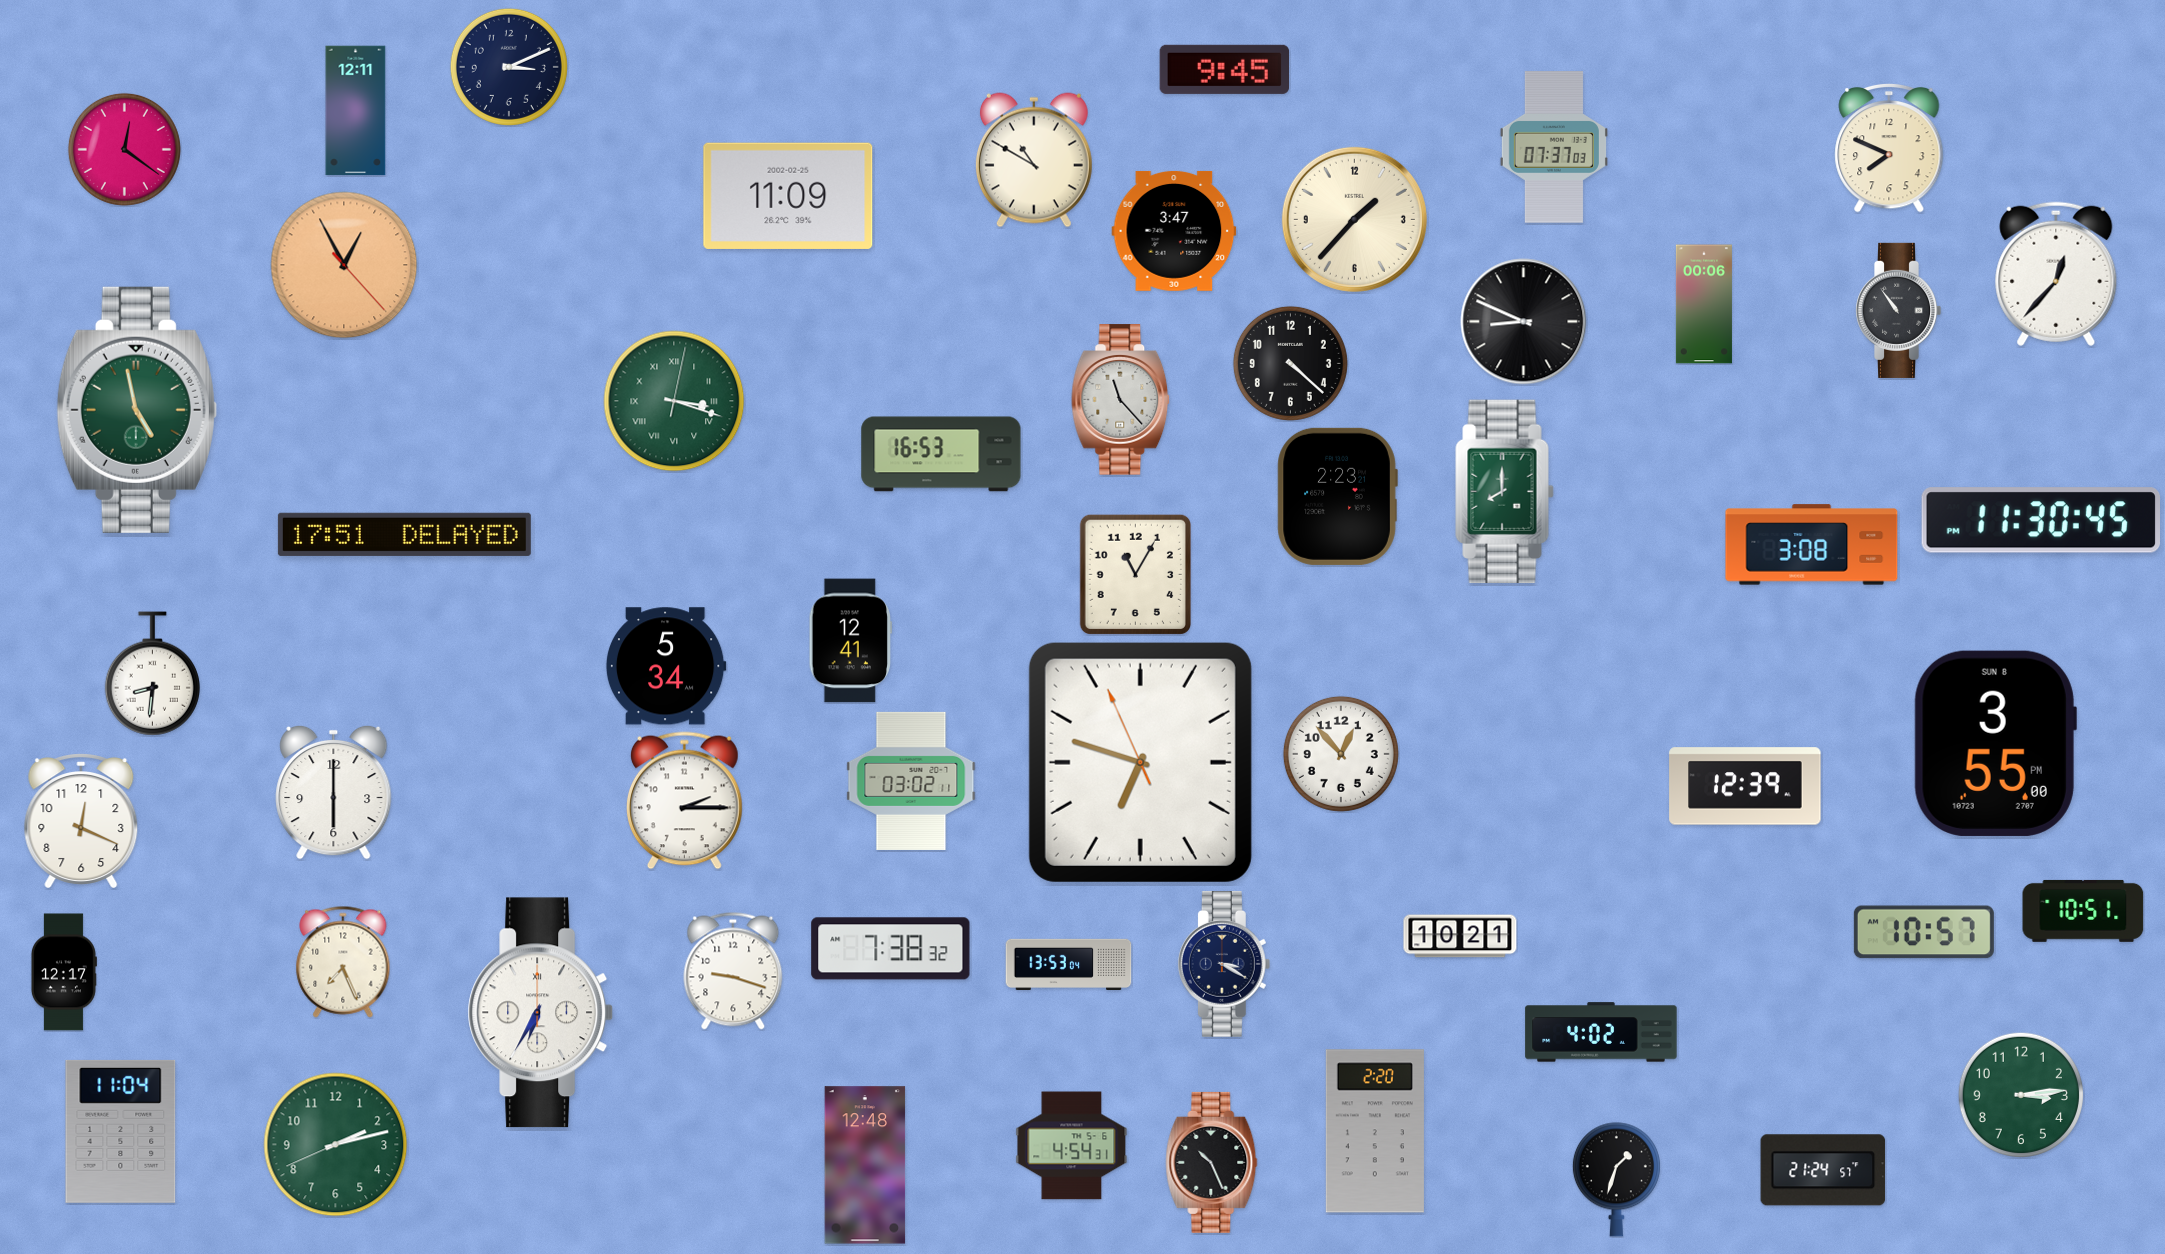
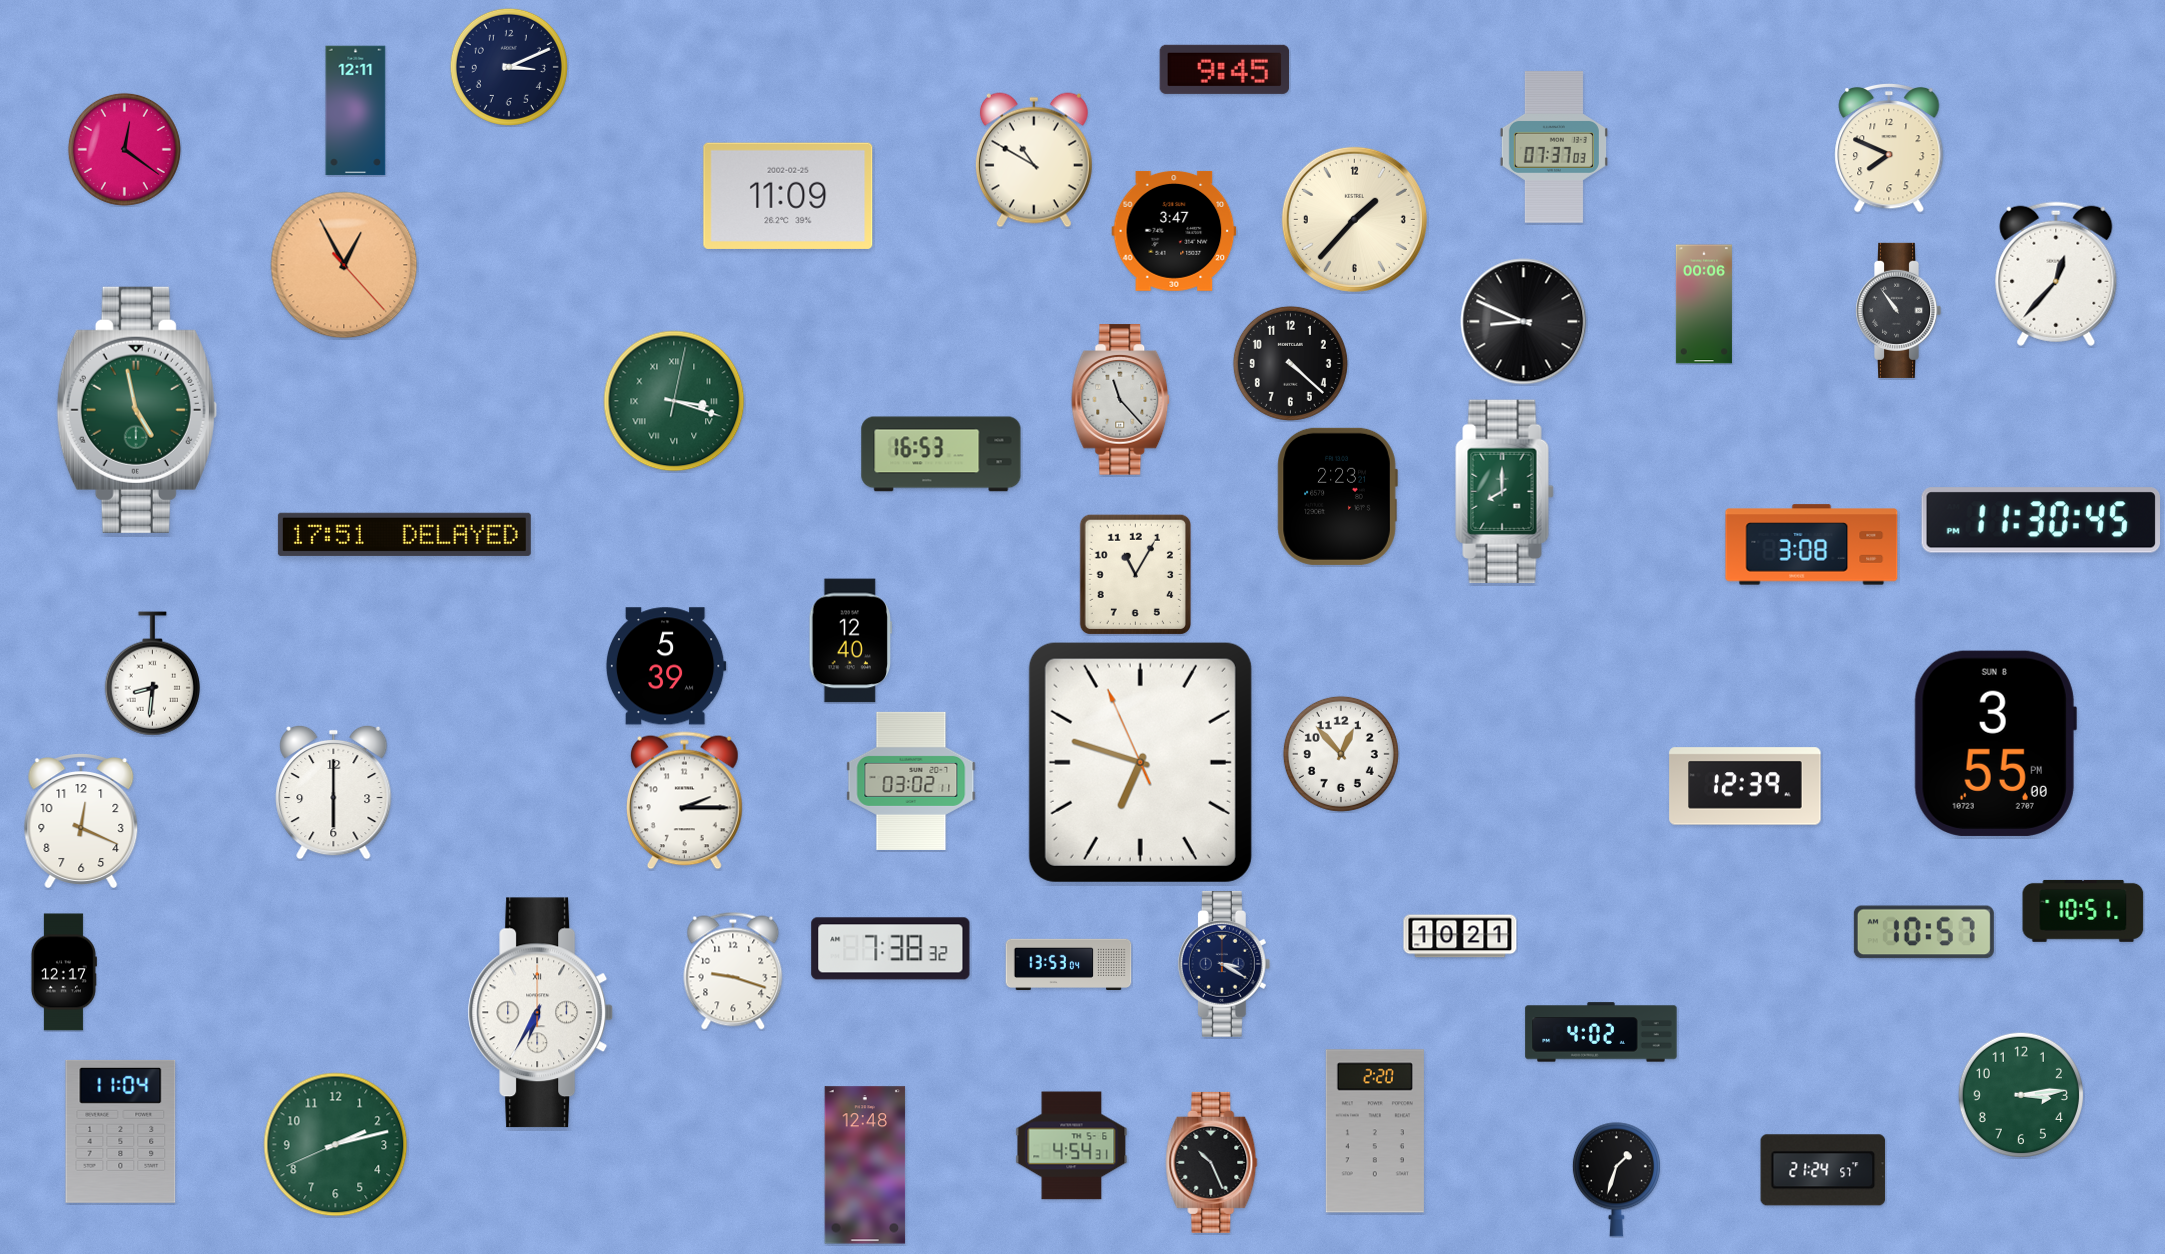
clock at (850, 641): 12:41 -> 12:40
clock at (666, 666): 5:34 -> 5:39
clock at (343, 962): 7:26 -> none
